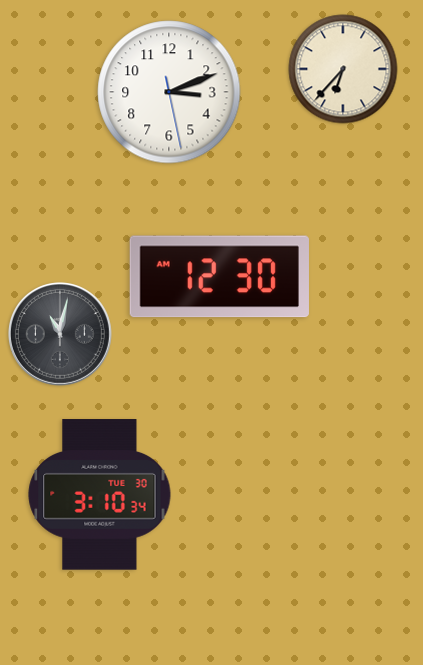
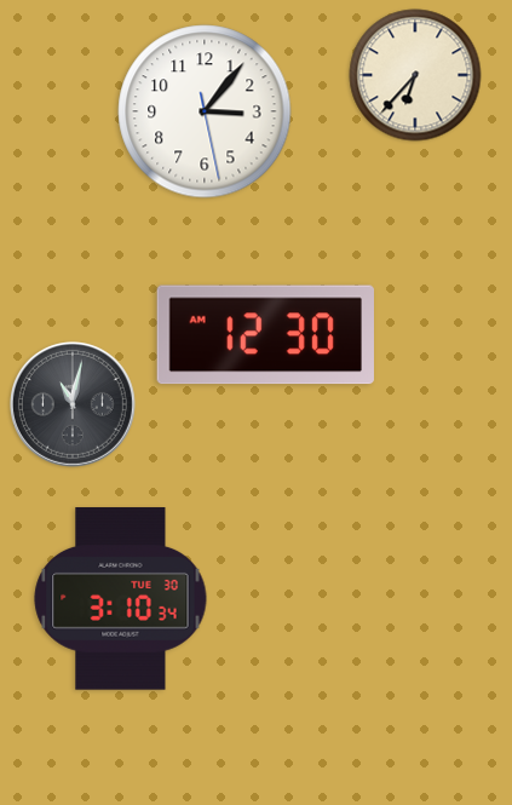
clock at (343, 69) position: (343, 69) -> (415, 75)
clock at (169, 92): 3:11 -> 3:06
